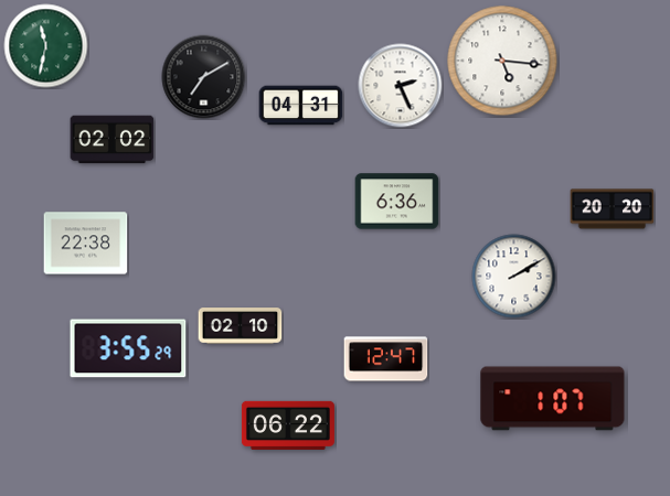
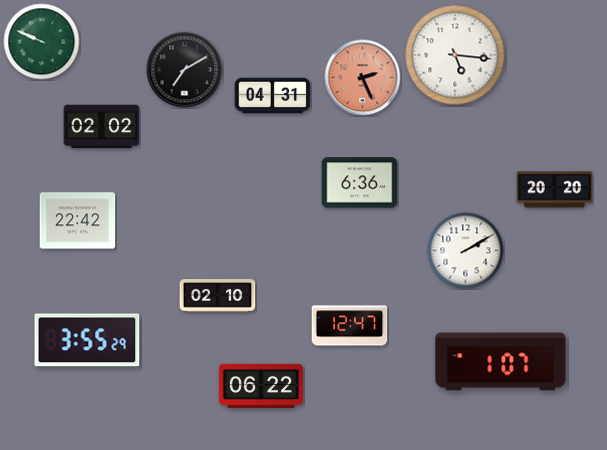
clock at (46, 46): 11:32 -> 9:49
clock at (401, 86) dial: white -> salmon
clock at (86, 244): 22:38 -> 22:42
clock at (128, 348) position: (128, 348) -> (87, 340)
